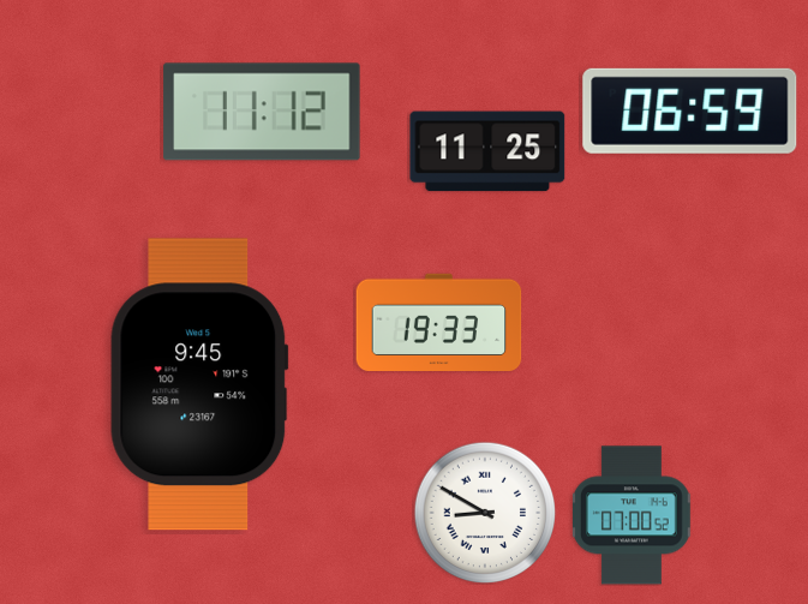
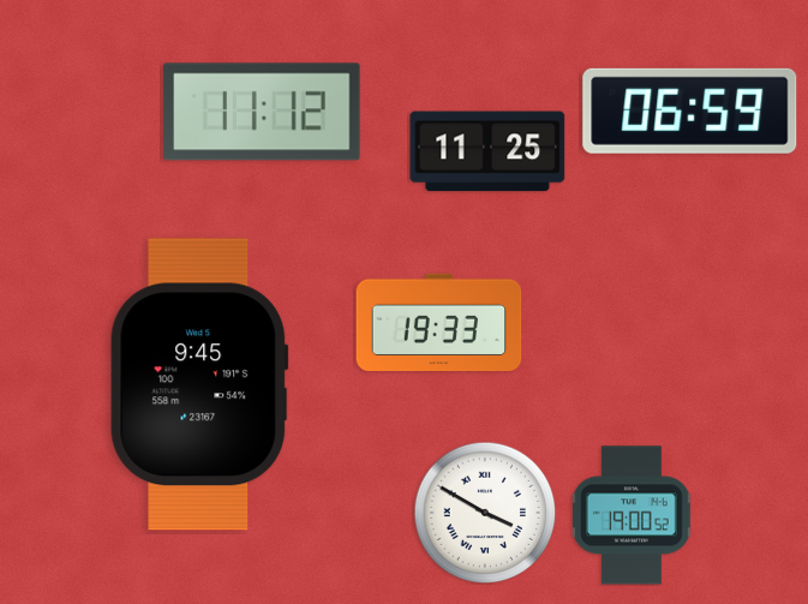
clock at (485, 513): 8:50 -> 3:50
clock at (632, 515): 07:00 -> 19:00
